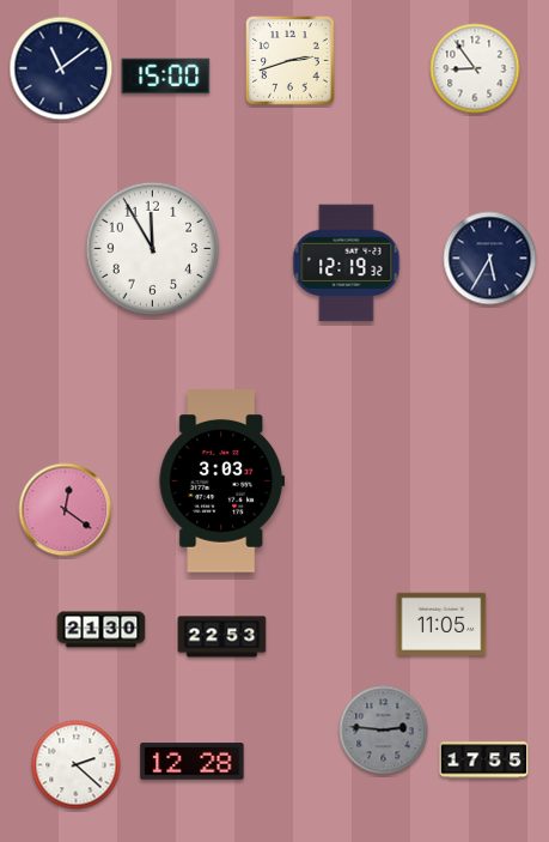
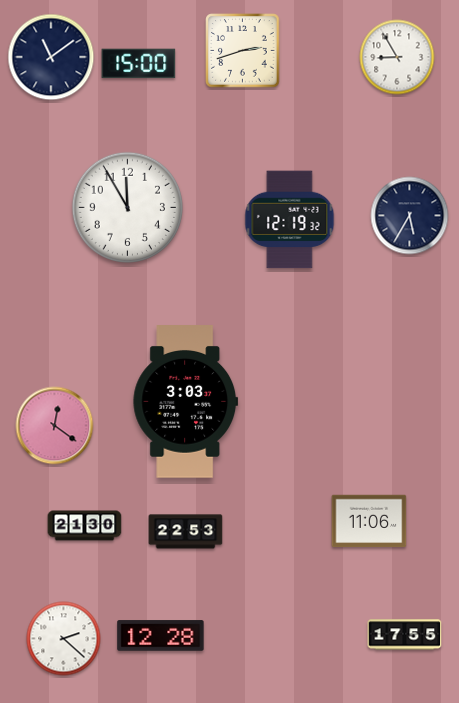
clock at (475, 68): 8:54 -> 8:55
clock at (441, 624): 11:05 -> 11:06
clock at (384, 731): 2:46 -> none
